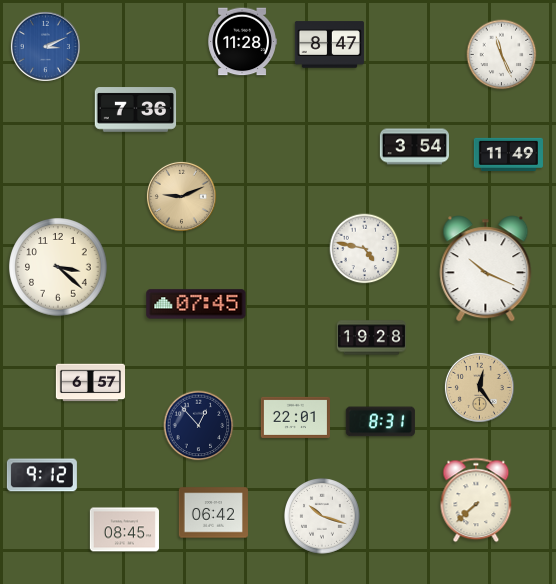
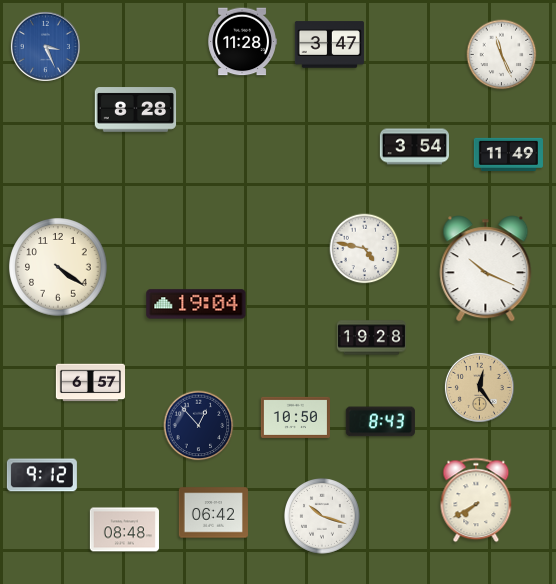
clock at (329, 45): 8:47 -> 3:47
clock at (45, 46): 3:11 -> 3:26
clock at (136, 110): 7:36 -> 8:28
clock at (181, 196): 9:11 -> none
clock at (58, 267): 3:22 -> 4:21
clock at (196, 304): 07:45 -> 19:04
clock at (295, 417): 22:01 -> 10:50
clock at (380, 422): 8:31 -> 8:43
clock at (476, 500): 7:38 -> 7:40
clock at (124, 530): 08:45 -> 08:48
